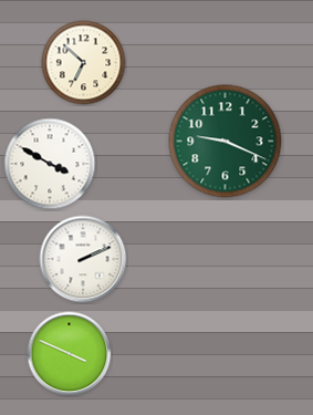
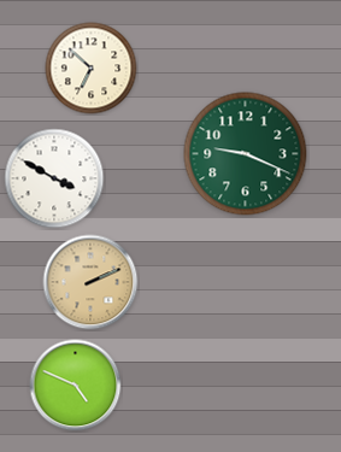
clock at (83, 259) dial: white -> champagne
clock at (70, 354): 3:49 -> 4:49
